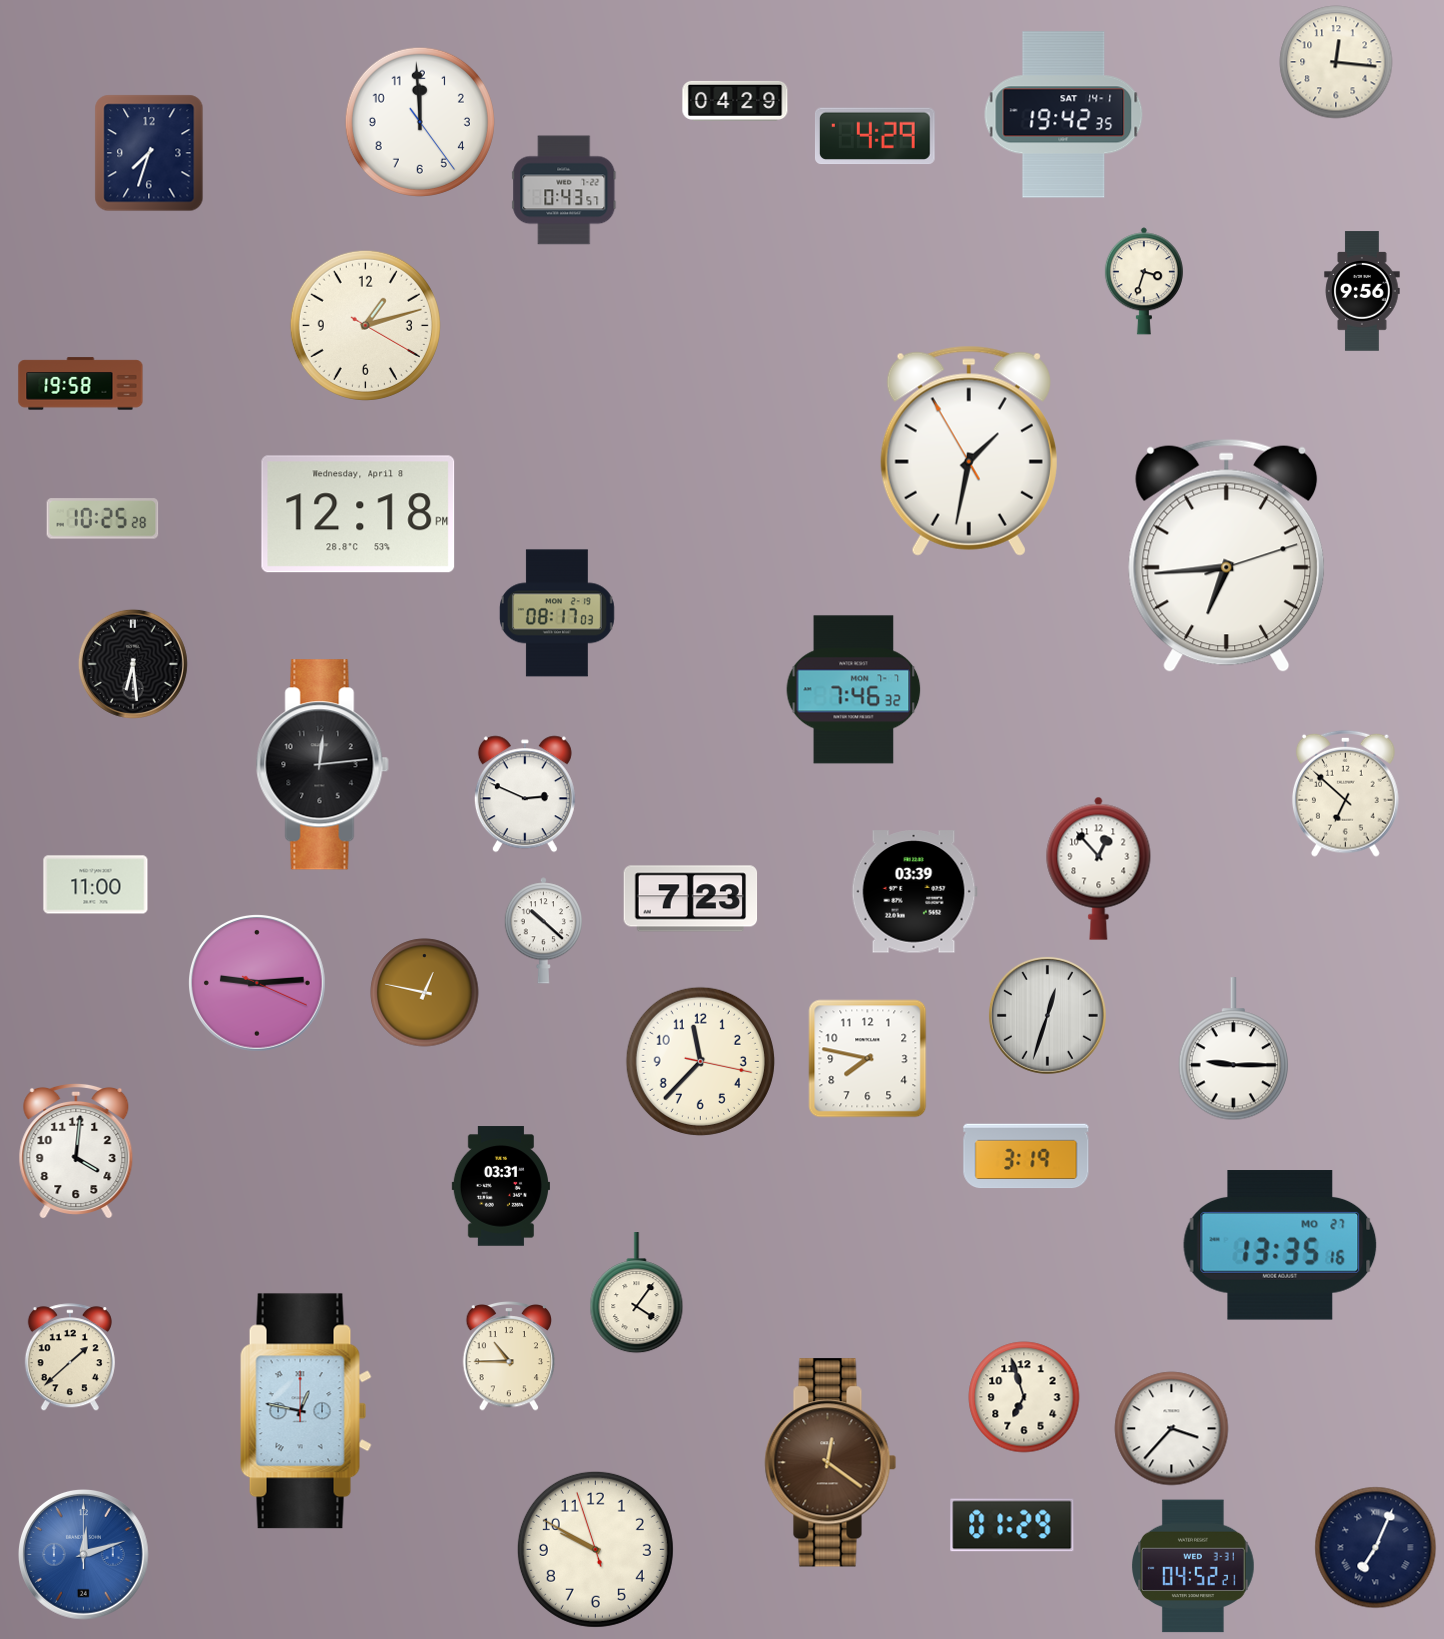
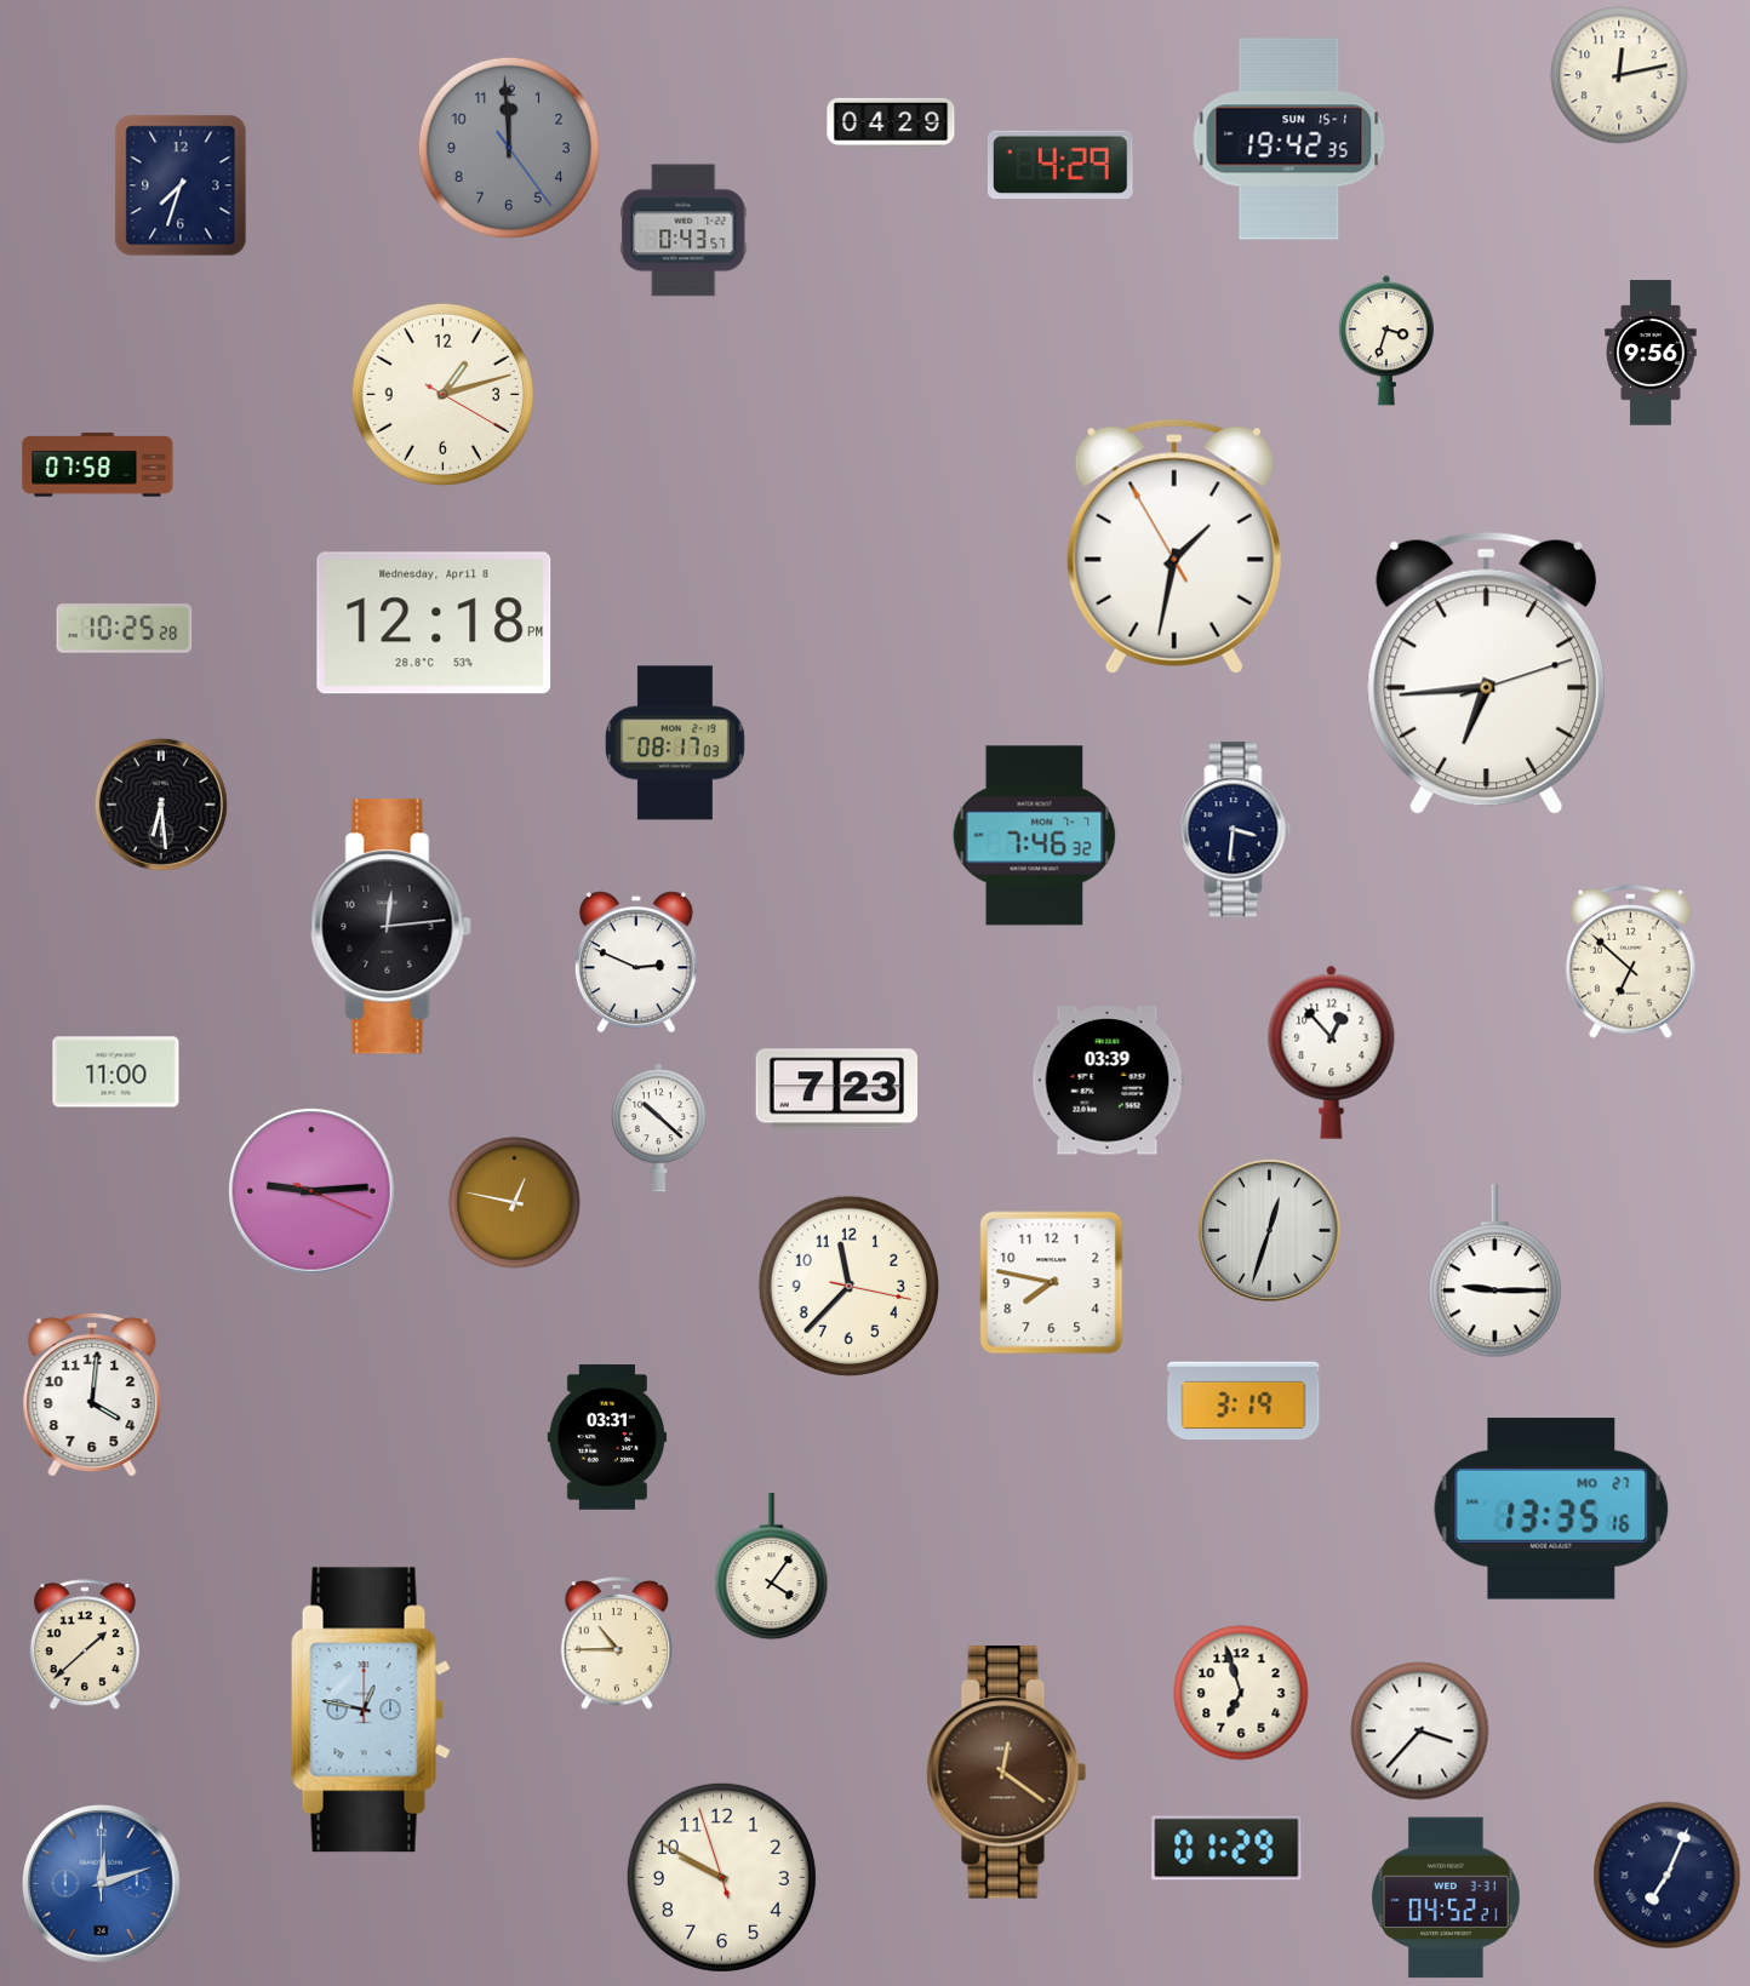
clock at (1336, 62): 12:16 -> 12:13
clock at (1064, 115) date: SAT 14-1 -> SUN 15-1
clock at (420, 122) dial: white -> grey
clock at (81, 384): 19:58 -> 07:58
clock at (1236, 830): none -> 3:31
